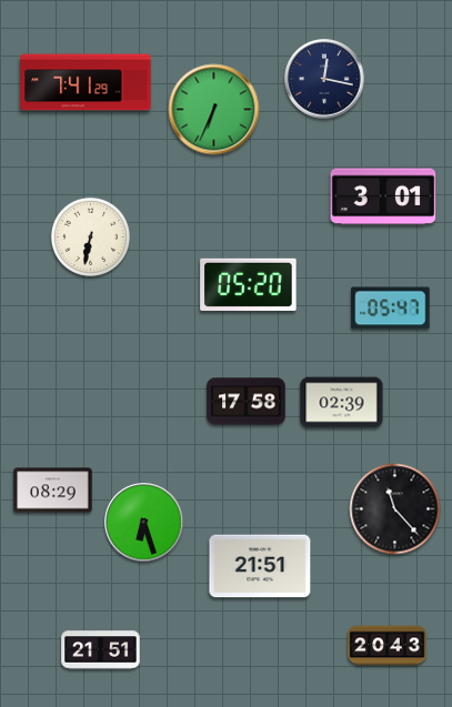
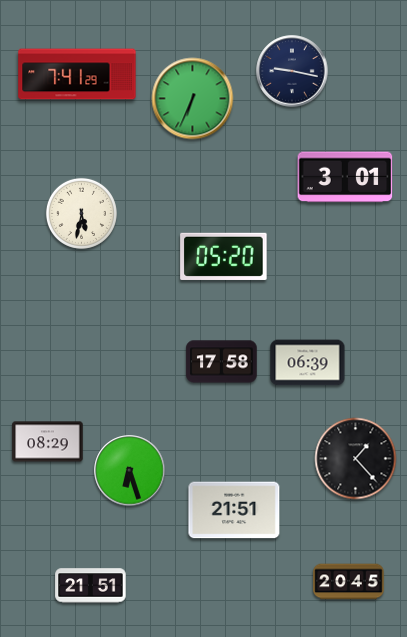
clock at (324, 79): 12:17 -> 9:17
clock at (90, 236): 6:32 -> 5:32
clock at (391, 309): 05:47 -> none
clock at (342, 403): 02:39 -> 06:39
clock at (395, 509): 11:23 -> 1:23
clock at (388, 646): 20:43 -> 20:45
